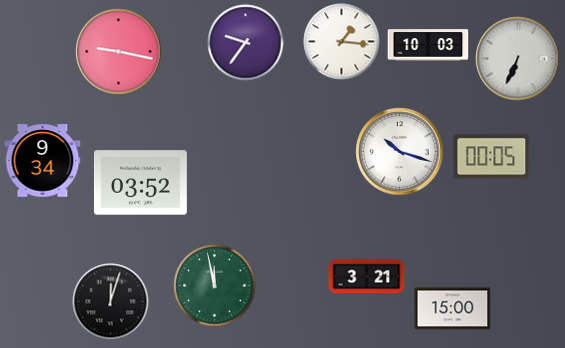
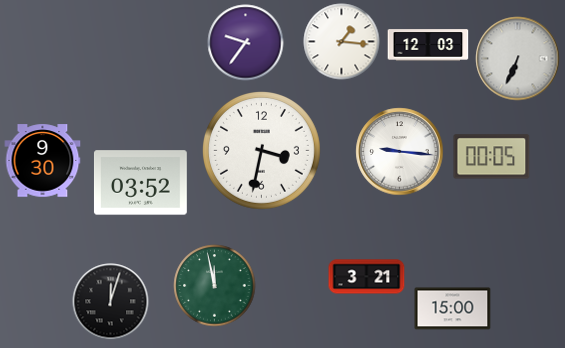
clock at (428, 45): 10:03 -> 12:03
clock at (119, 52): 9:17 -> none
clock at (262, 151): none -> 3:32
clock at (400, 152): 10:18 -> 9:16
clock at (43, 161): 9:34 -> 9:30
